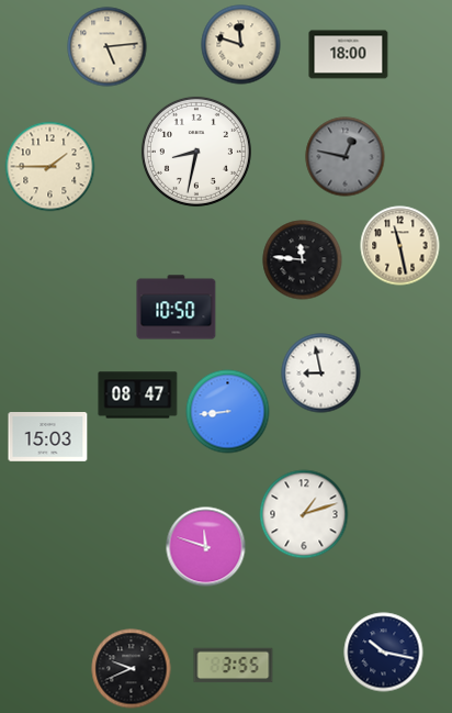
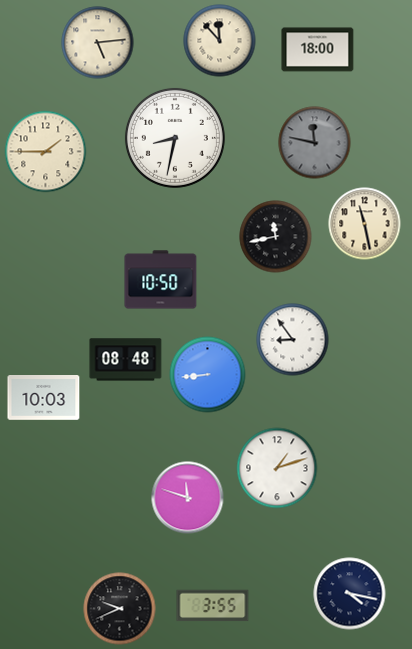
clock at (241, 45): 11:48 -> 11:53
clock at (196, 152) position: (196, 152) -> (175, 138)
clock at (346, 157): 12:47 -> 11:47
clock at (303, 260): 11:46 -> 11:43
clock at (321, 374): 8:58 -> 8:54
clock at (138, 396): 08:47 -> 08:48
clock at (48, 437): 15:03 -> 10:03
clock at (384, 653): 10:17 -> 4:17
